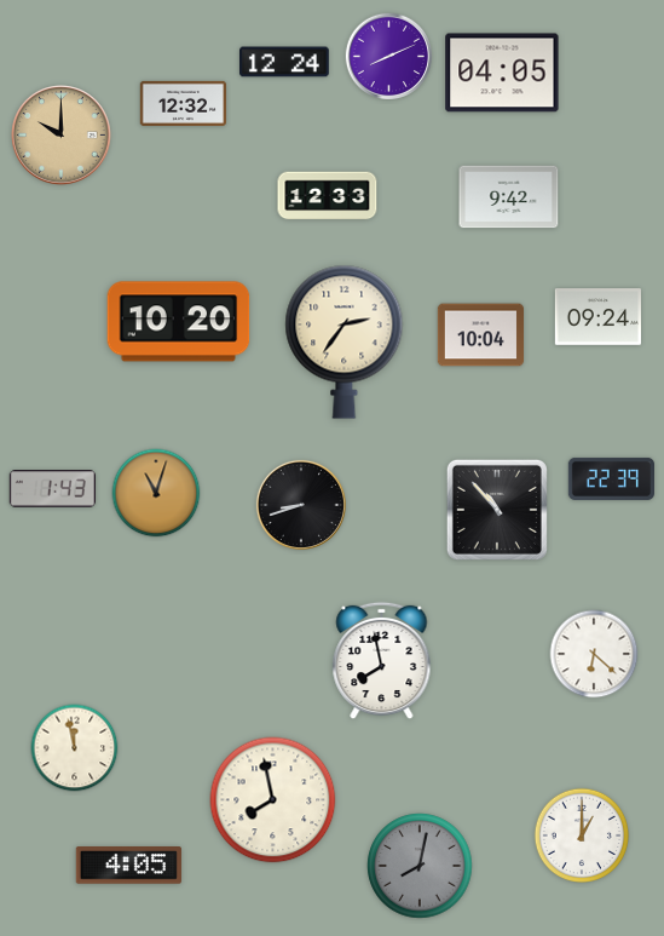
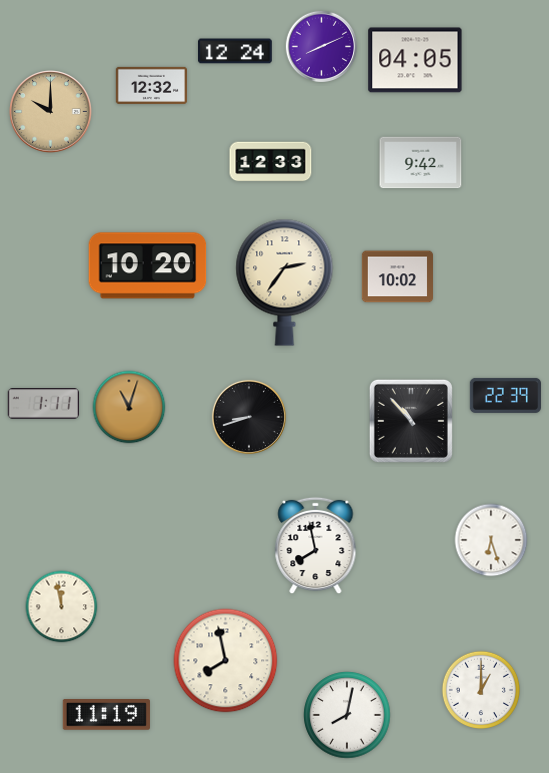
clock at (597, 317): 09:24 -> none
clock at (480, 335): 10:04 -> 10:02
clock at (52, 489): 1:43 -> 1:11
clock at (594, 654): 6:22 -> 6:27
clock at (75, 748) position: (75, 748) -> (62, 607)
clock at (128, 866): 4:05 -> 11:19
clock at (420, 866) dial: grey -> white
